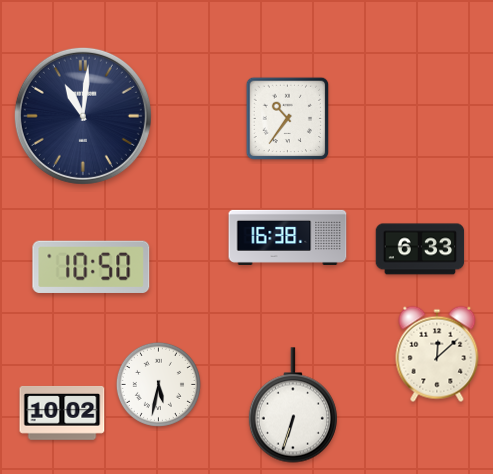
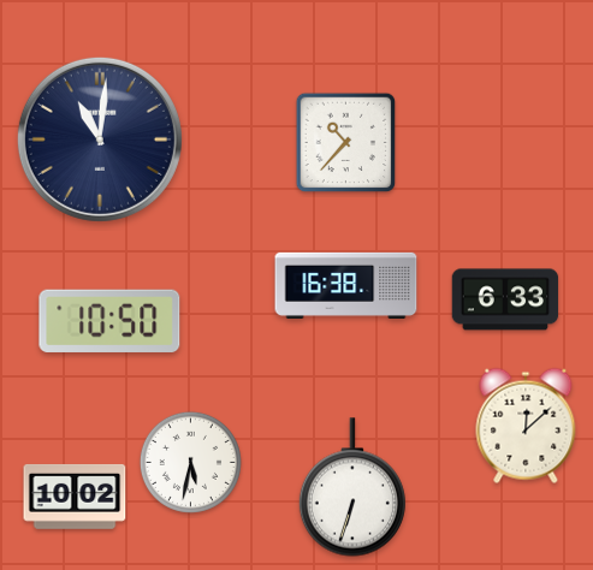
clock at (288, 119): 10:36 -> 10:37
